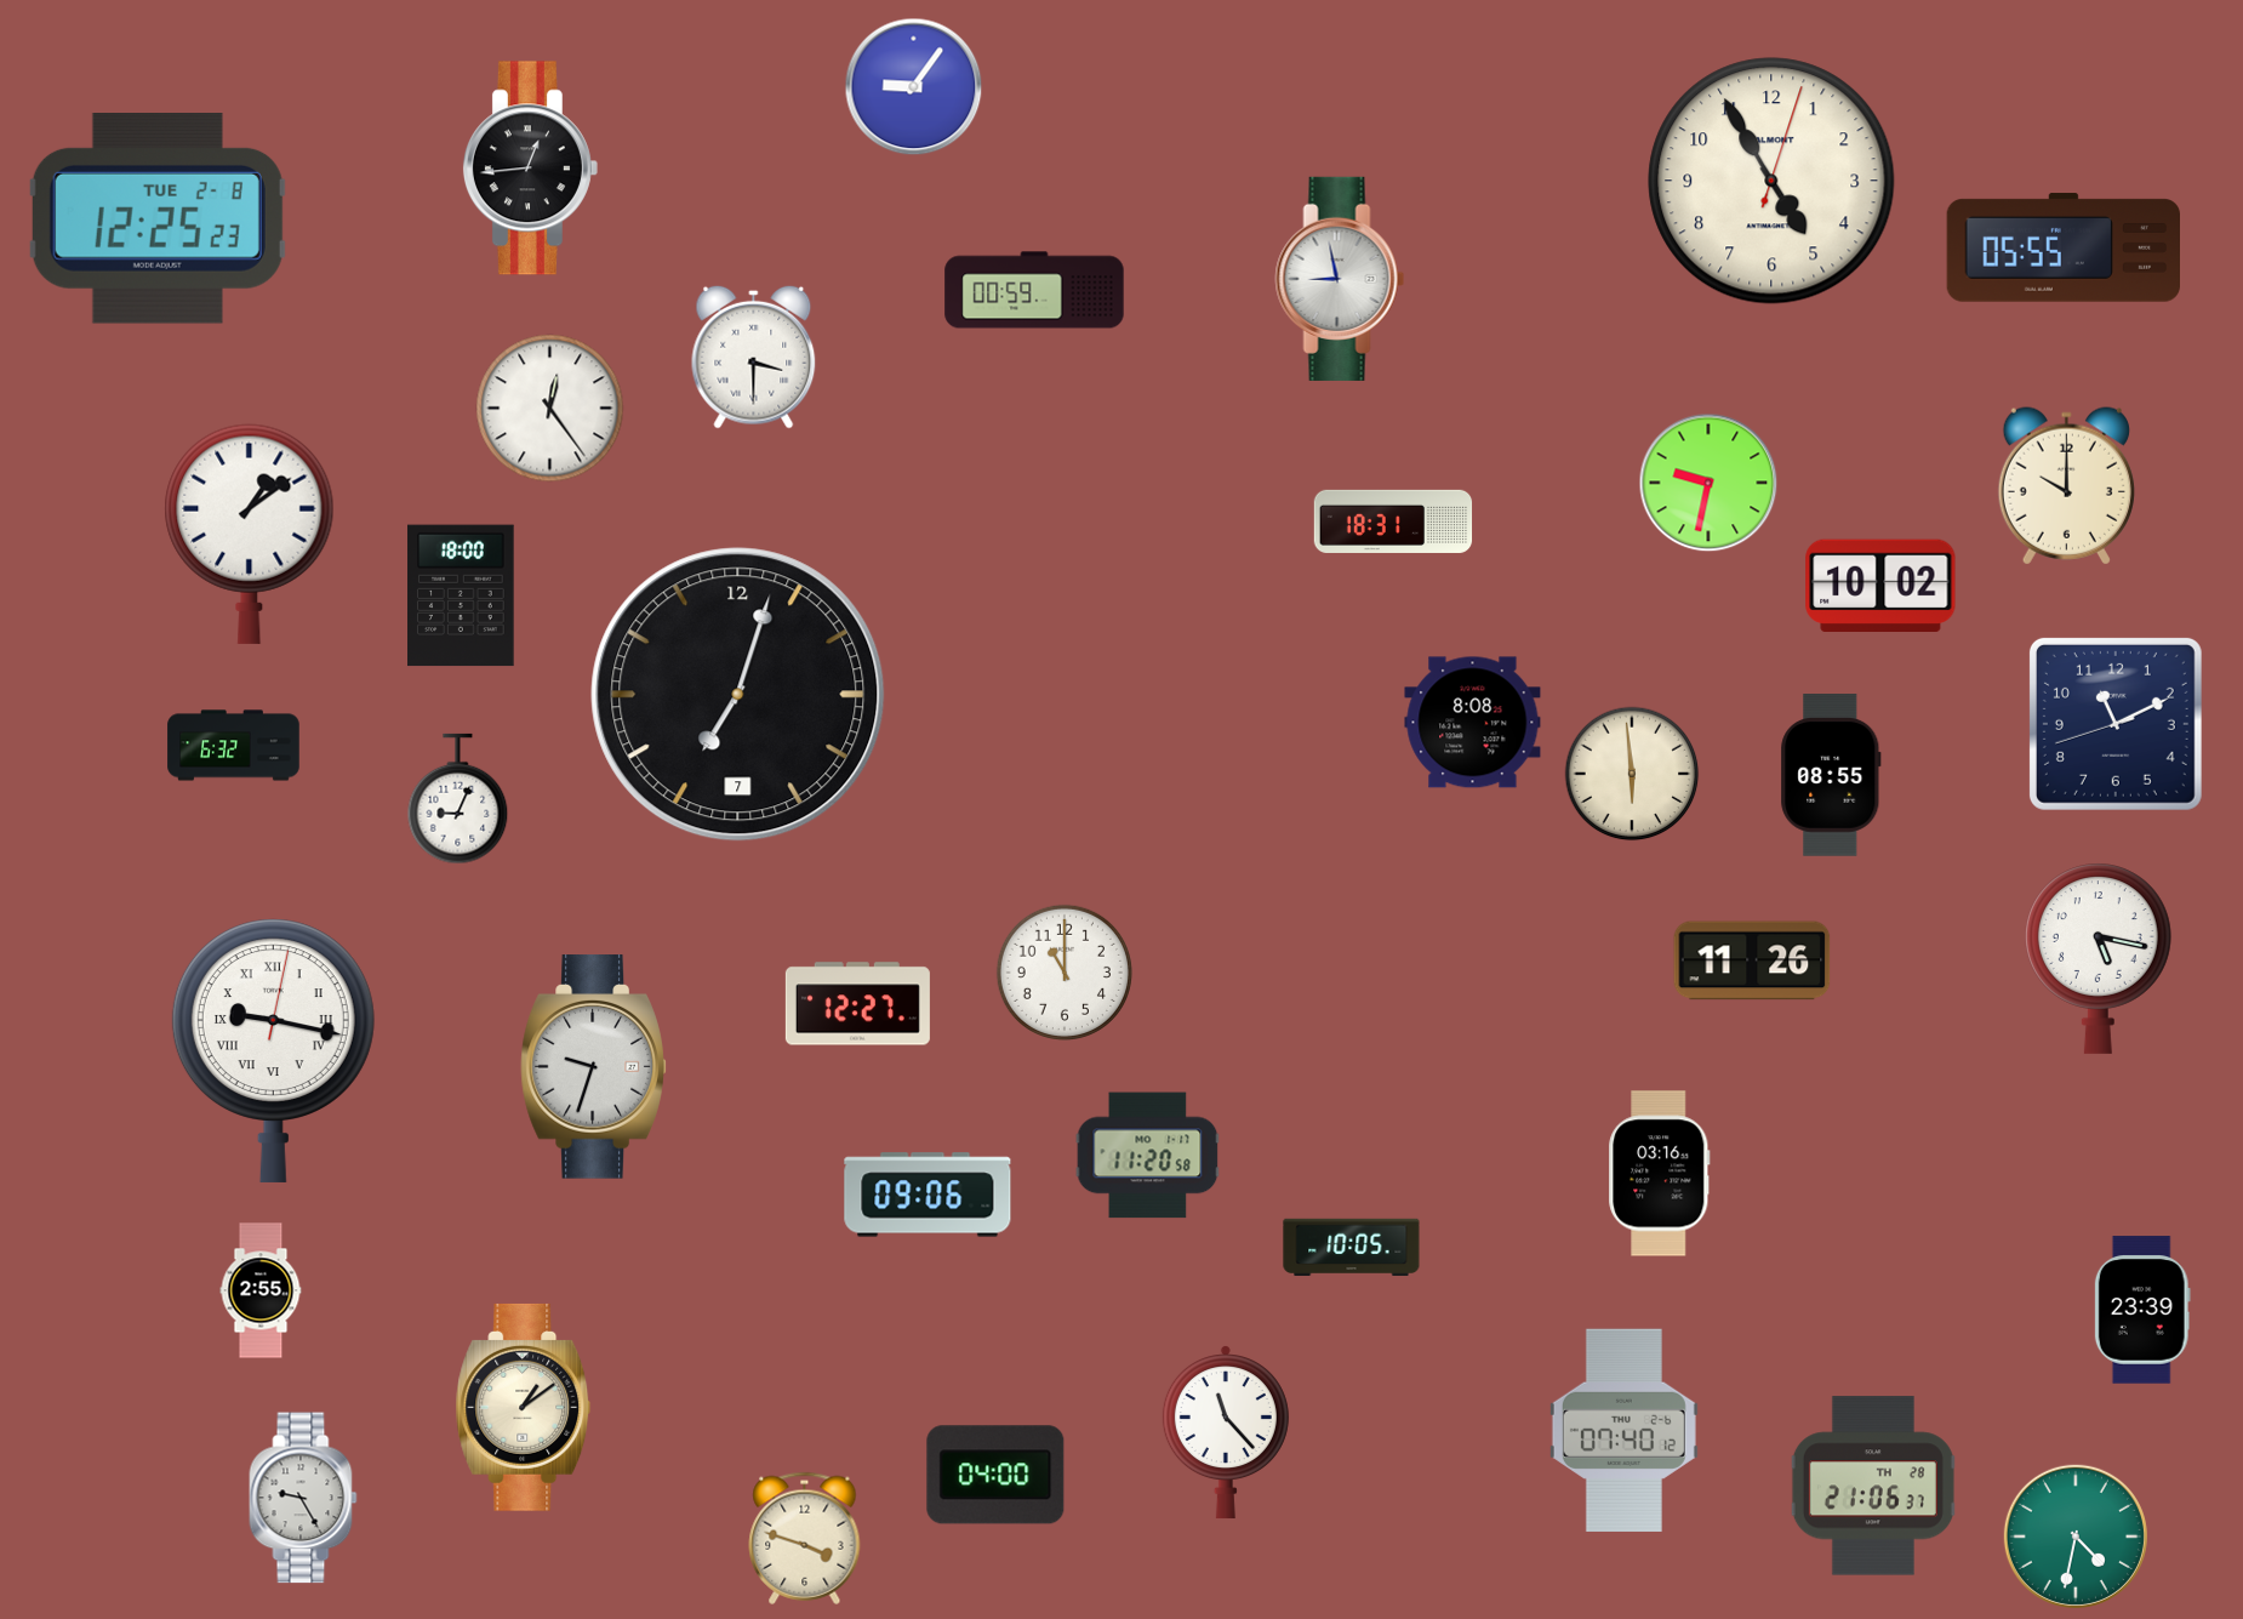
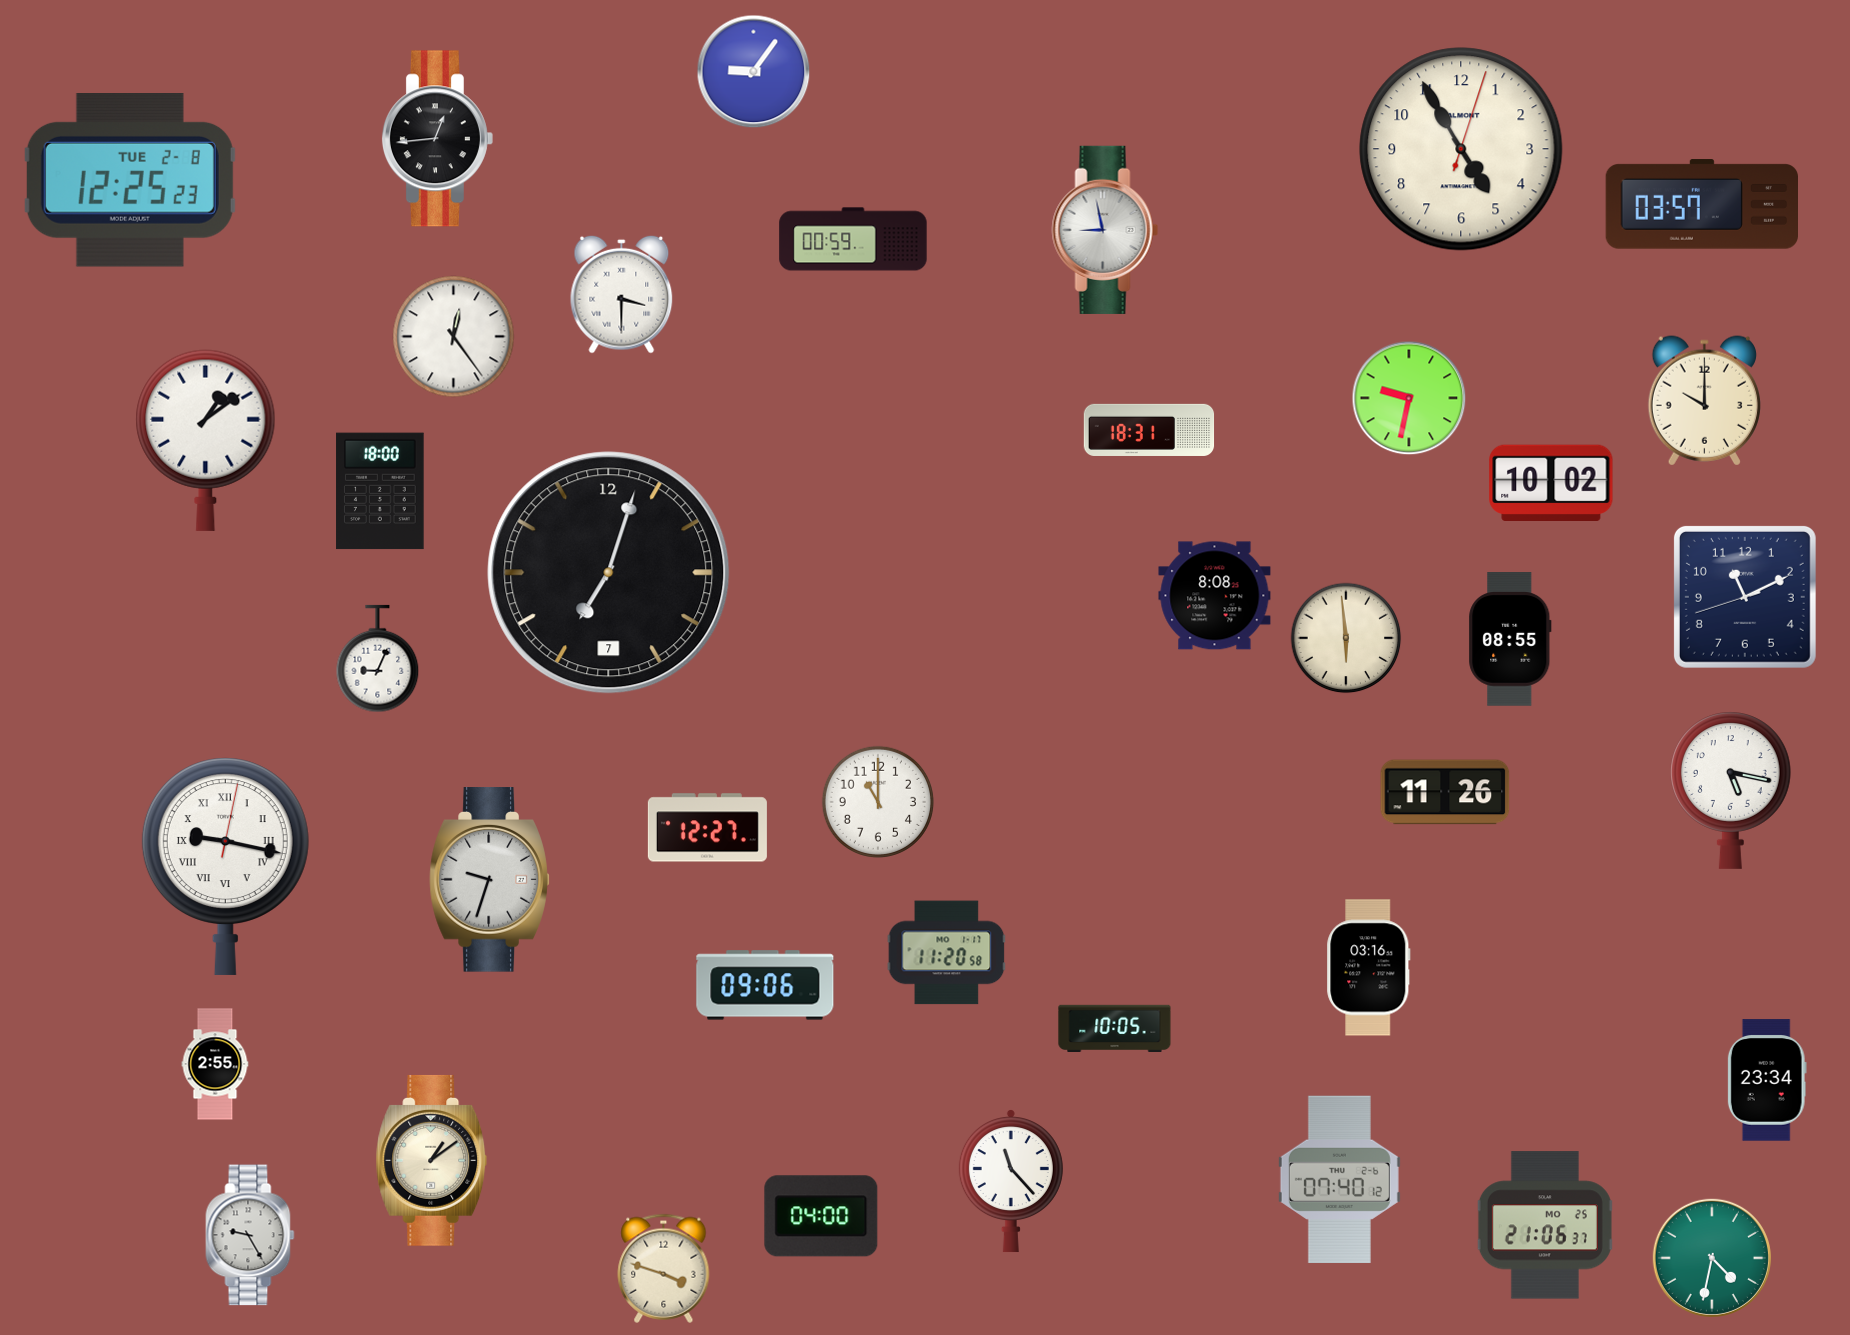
clock at (2062, 247): 05:55 -> 03:57
clock at (234, 746): 6:32 -> none
clock at (2142, 1310): 23:39 -> 23:34
clock at (1873, 1486) date: TH 28 -> MO 25
clock at (2076, 1537) position: (2076, 1537) -> (1712, 1258)
